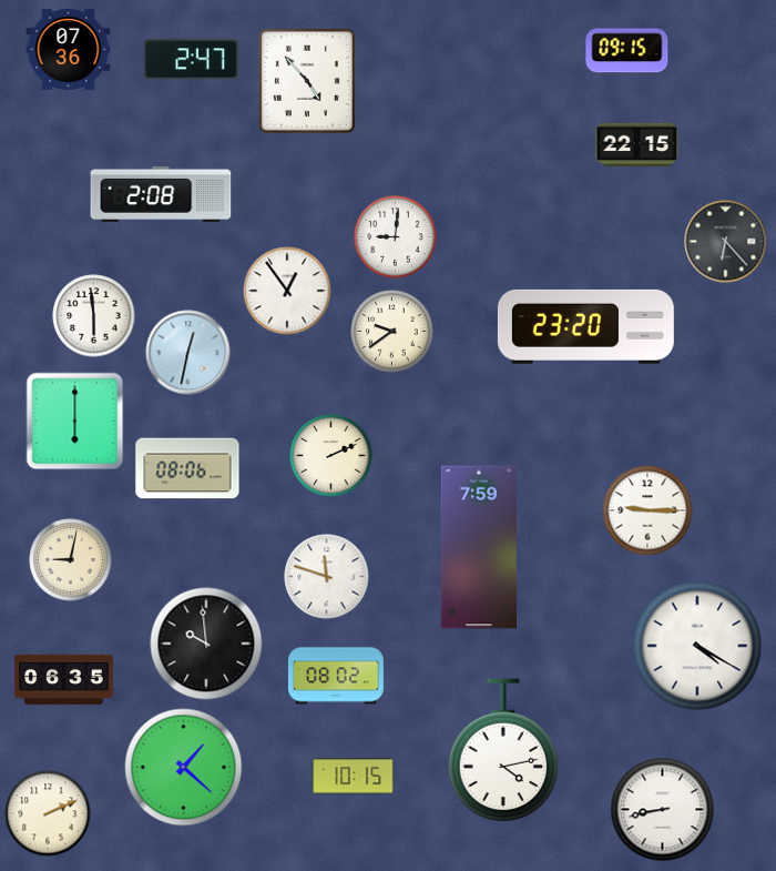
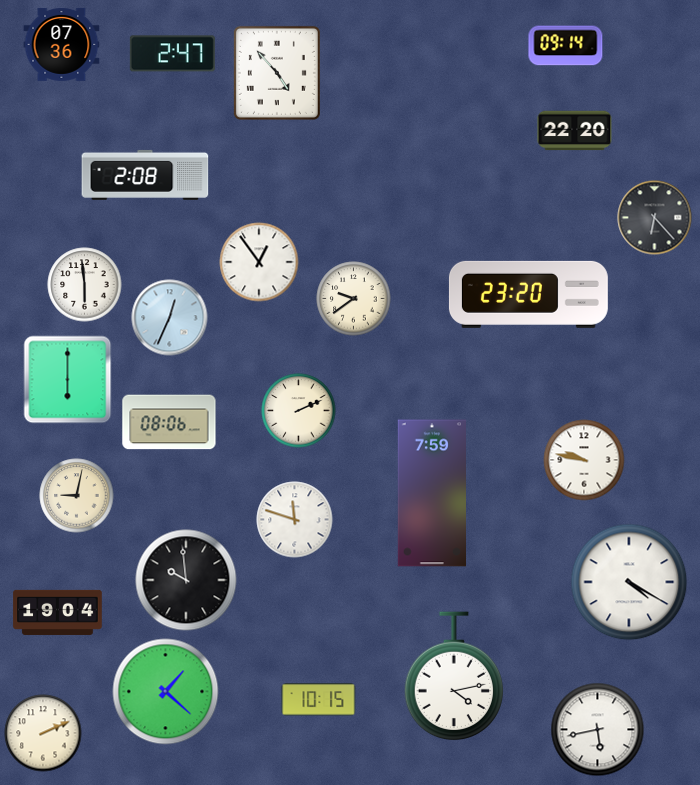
clock at (627, 51): 09:15 -> 09:14
clock at (637, 145): 22:15 -> 22:20
clock at (396, 237): 9:01 -> none
clock at (188, 353): 12:32 -> 12:34
clock at (647, 510): 9:15 -> 9:47
clock at (71, 560) position: (71, 560) -> (77, 496)
clock at (336, 676): 08:02 -> none
clock at (64, 679): 06:35 -> 19:04
clock at (663, 810): 8:43 -> 5:43
